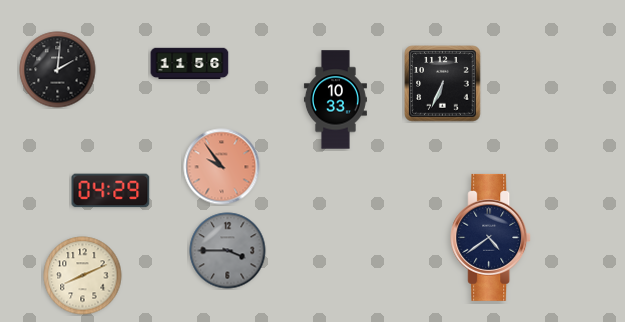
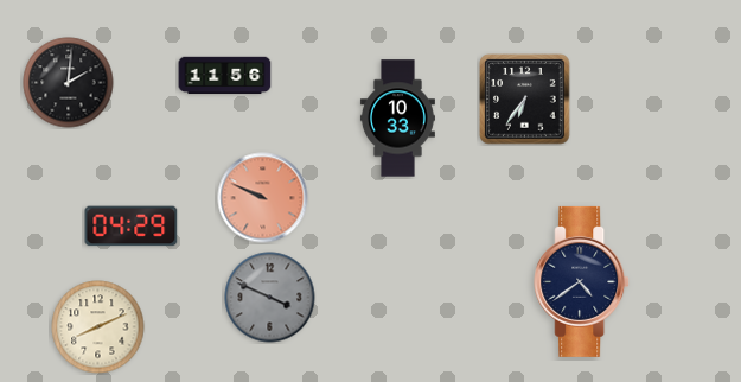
clock at (443, 84): 6:34 -> 6:36
clock at (222, 167): 9:54 -> 9:49
clock at (228, 251): 3:45 -> 3:49
